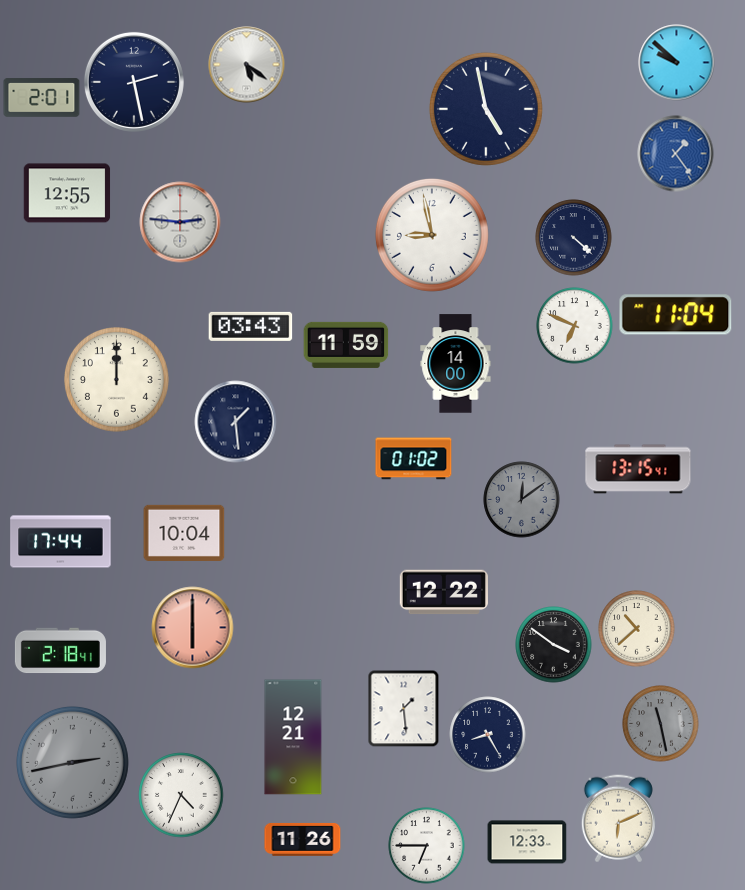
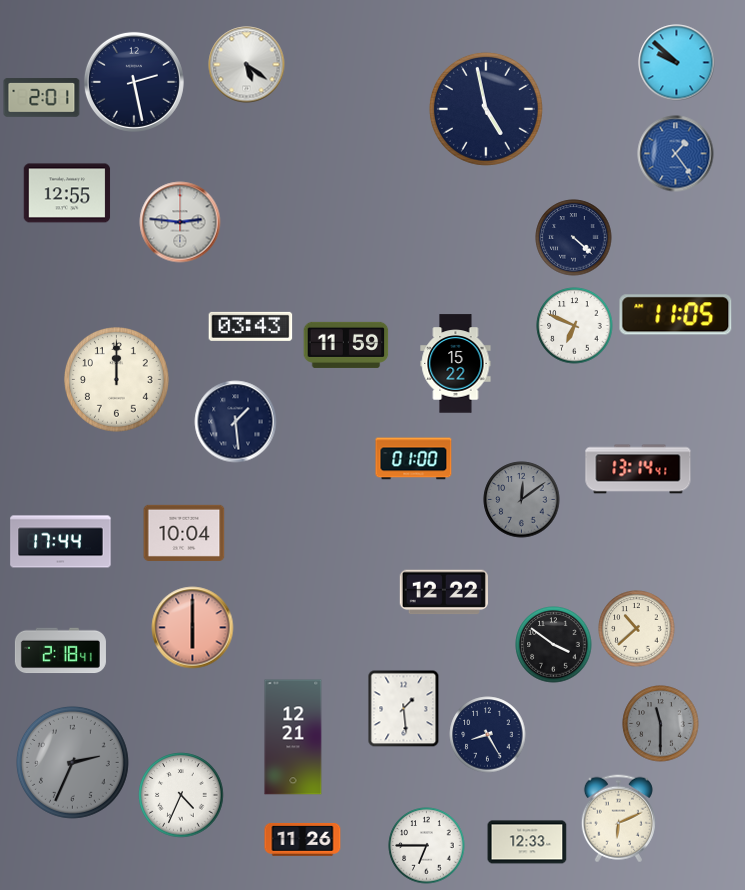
clock at (432, 235): 8:58 -> none
clock at (676, 315): 11:04 -> 11:05
clock at (456, 364): 14:00 -> 15:22
clock at (414, 459): 01:02 -> 01:00
clock at (638, 469): 13:15 -> 13:14
clock at (661, 724): 11:28 -> 11:30
clock at (72, 762): 2:43 -> 2:34
